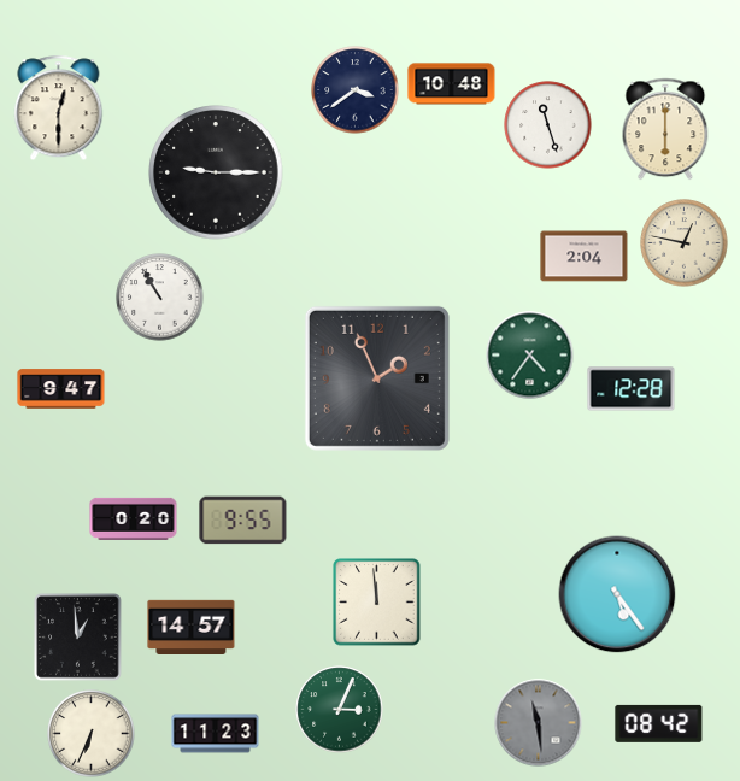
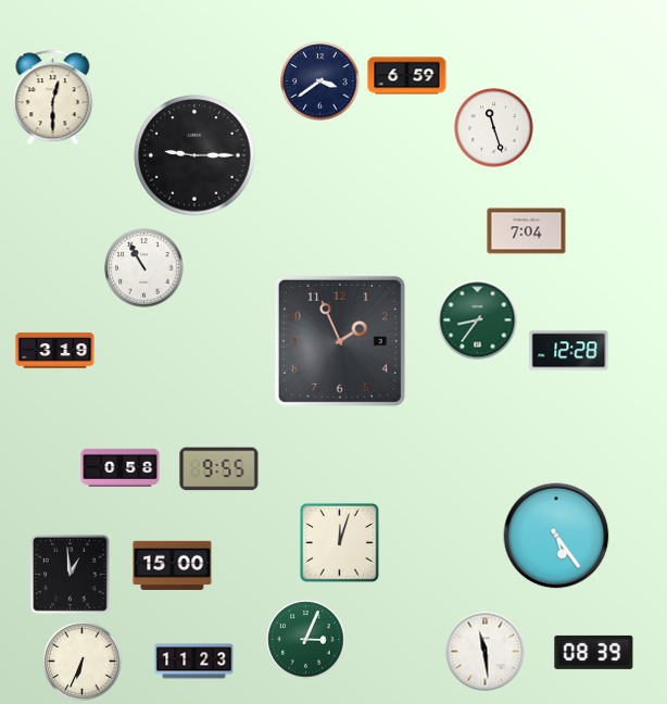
clock at (452, 84): 10:48 -> 6:59
clock at (548, 125) position: (548, 125) -> (494, 128)
clock at (665, 129): 6:00 -> none
clock at (685, 243): 12:47 -> none
clock at (585, 257): 2:04 -> 7:04
clock at (530, 356): 4:36 -> 8:36
clock at (61, 389): 9:47 -> 3:19
clock at (134, 518): 0:20 -> 0:58
clock at (377, 603): 11:59 -> 12:03
clock at (192, 628): 14:57 -> 15:00
clock at (539, 723) dial: grey -> white
clock at (659, 723): 08:42 -> 08:39
